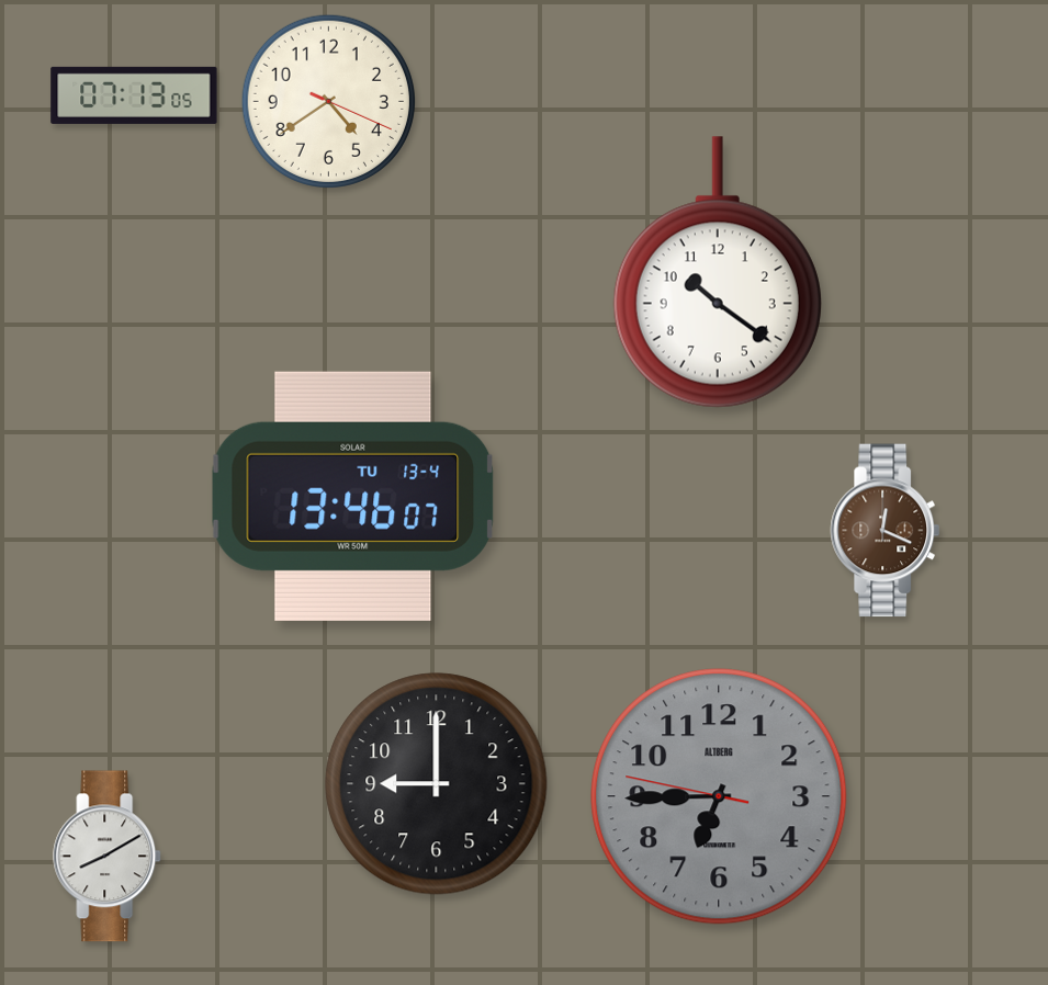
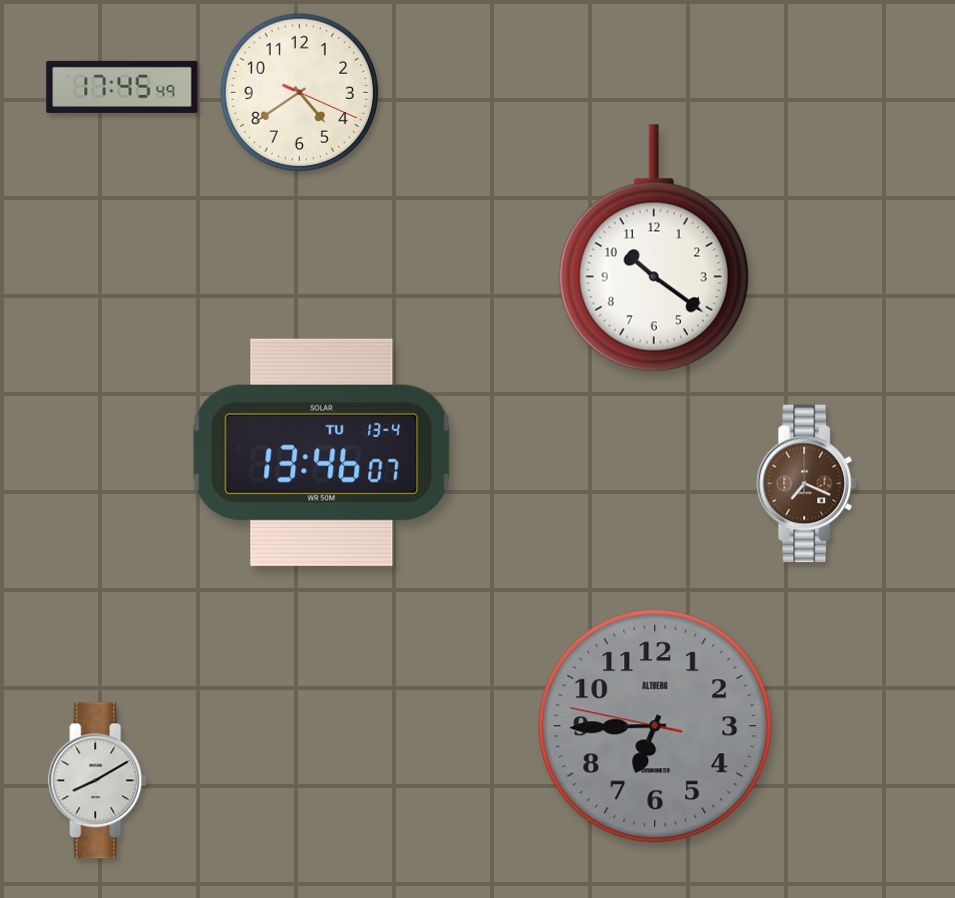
clock at (134, 95): 07:13 -> 17:45
clock at (886, 531): 12:19 -> 7:19
clock at (437, 784): 9:00 -> none
